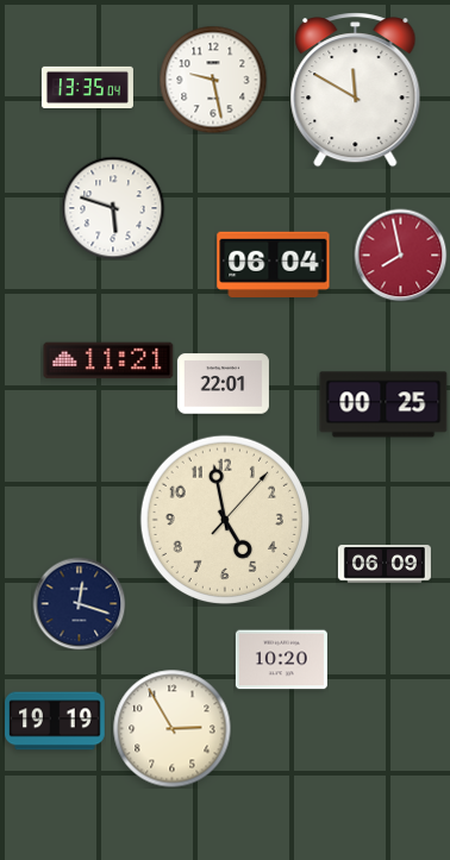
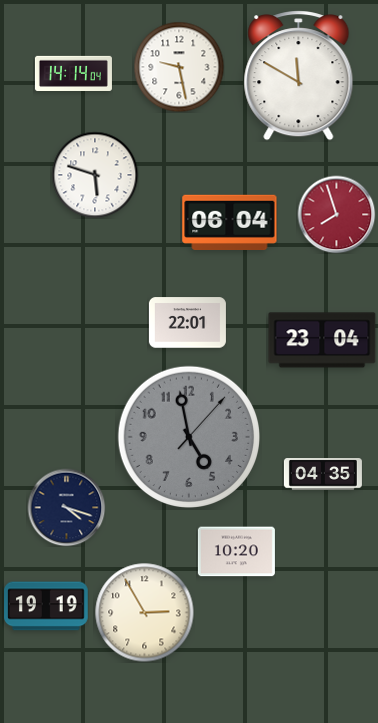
clock at (87, 87): 13:35 -> 14:14
clock at (400, 255): 7:58 -> 7:57
clock at (108, 360): 11:21 -> none
clock at (383, 404): 00:25 -> 23:04
clock at (224, 519) dial: cream -> grey
clock at (385, 564): 06:09 -> 04:35
clock at (79, 603): 12:18 -> 4:18
clock at (281, 660) position: (281, 660) -> (236, 552)
